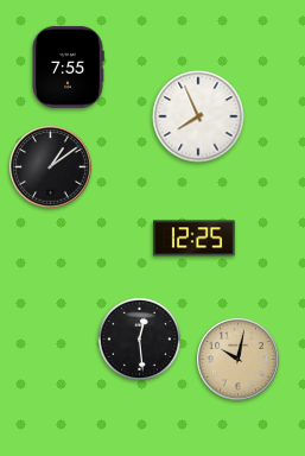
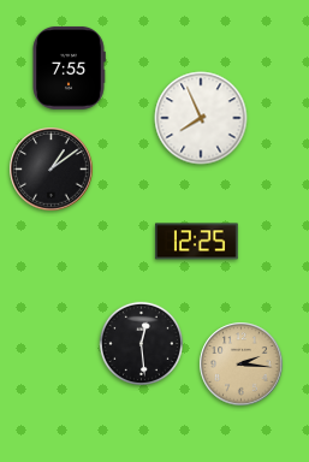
clock at (239, 360): 10:02 -> 2:16
